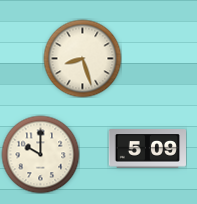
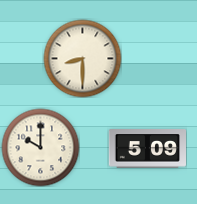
clock at (82, 58): 8:27 -> 8:30
clock at (40, 154) position: (40, 154) -> (40, 147)
